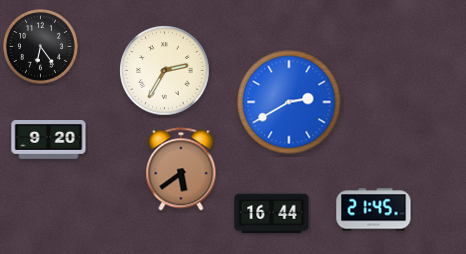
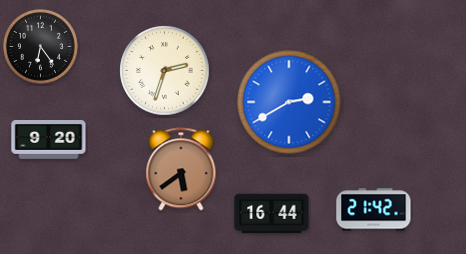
clock at (165, 71): 2:35 -> 2:33
clock at (374, 210): 21:45 -> 21:42
